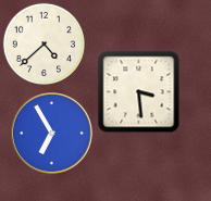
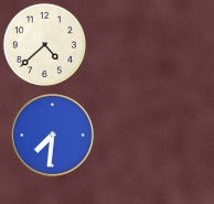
clock at (139, 92): 3:29 -> none
clock at (52, 134): 6:55 -> 7:31
